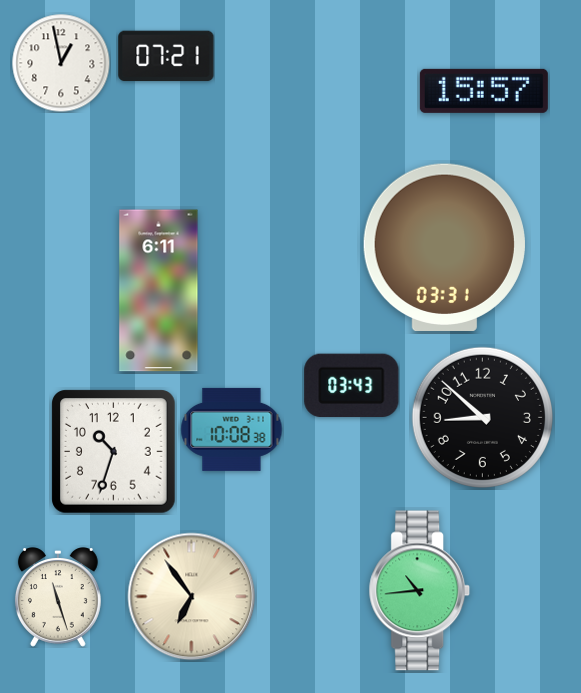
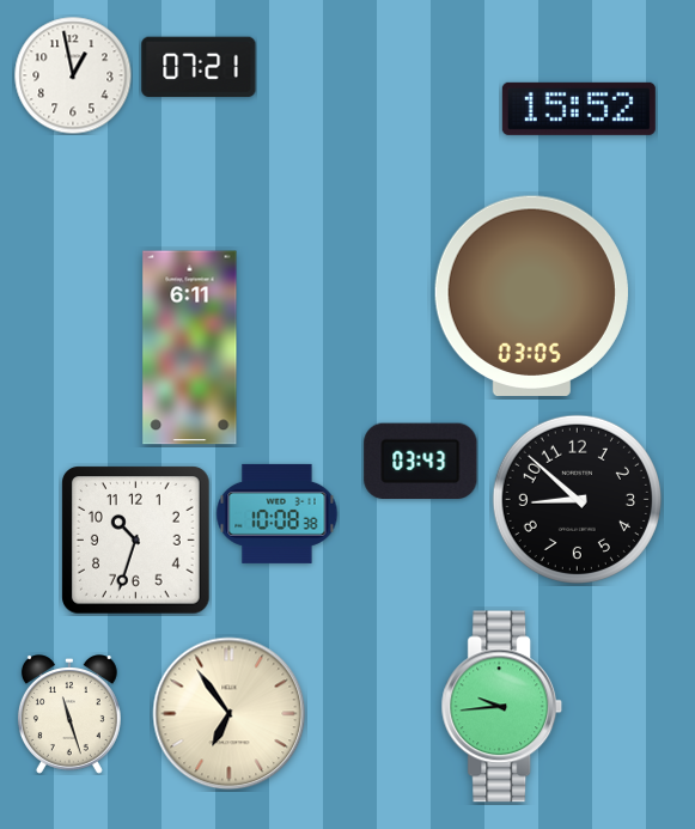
clock at (484, 91): 15:57 -> 15:52
clock at (444, 247): 03:31 -> 03:05
clock at (420, 591): 10:44 -> 9:44
